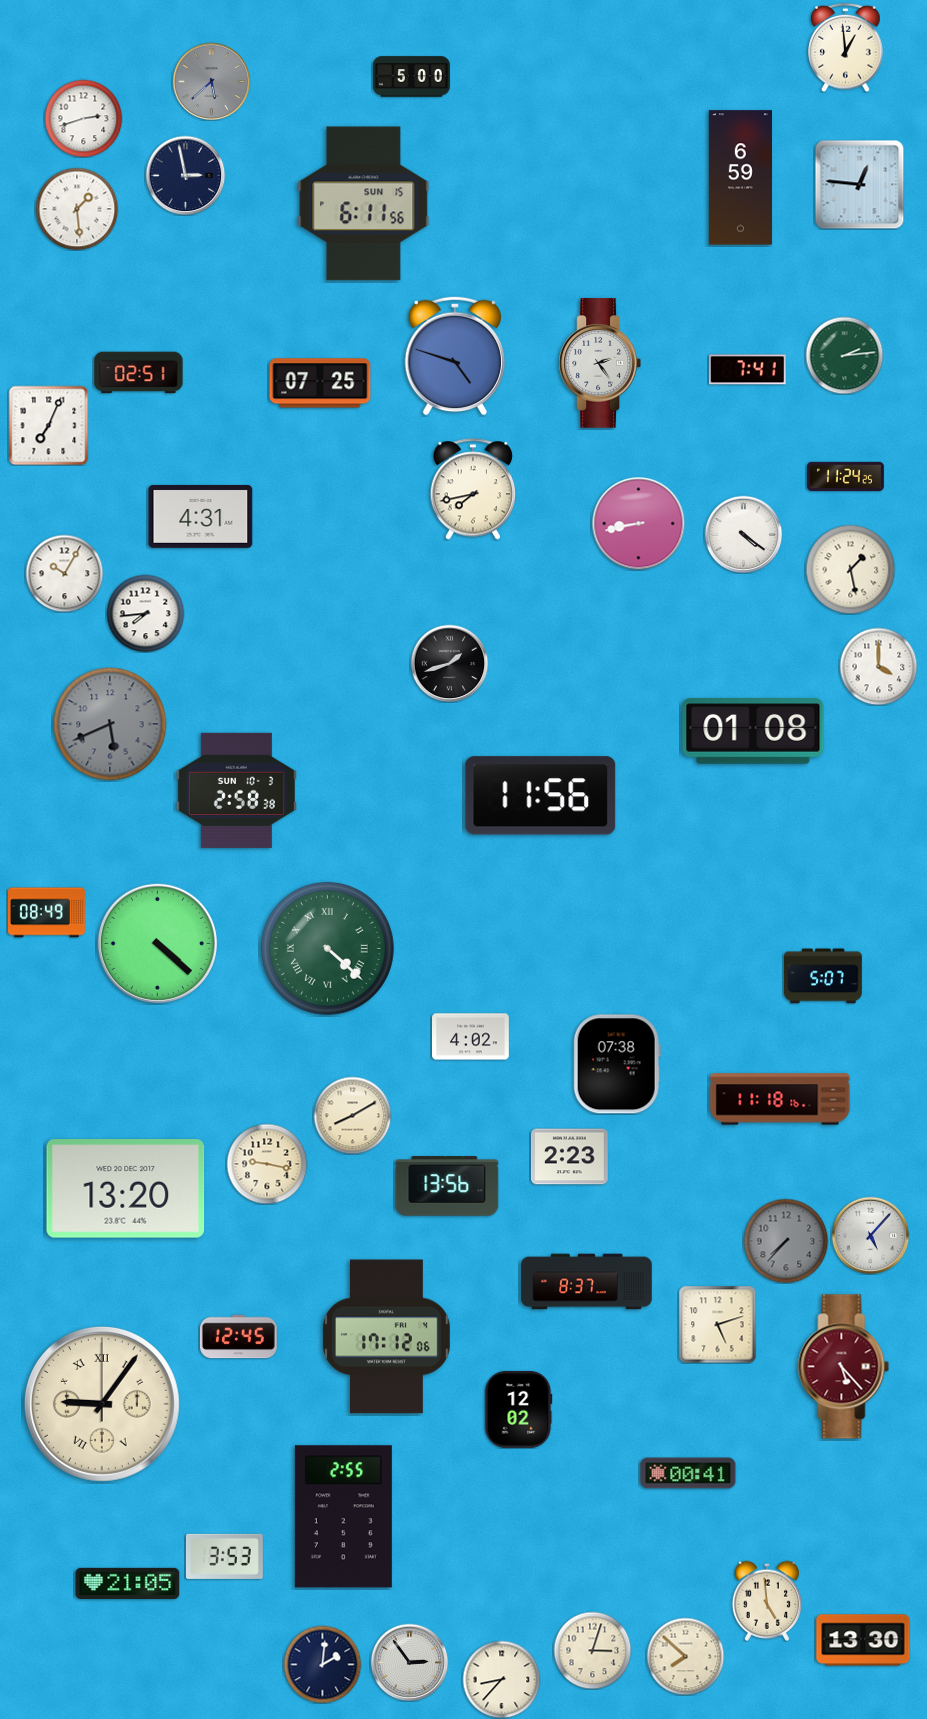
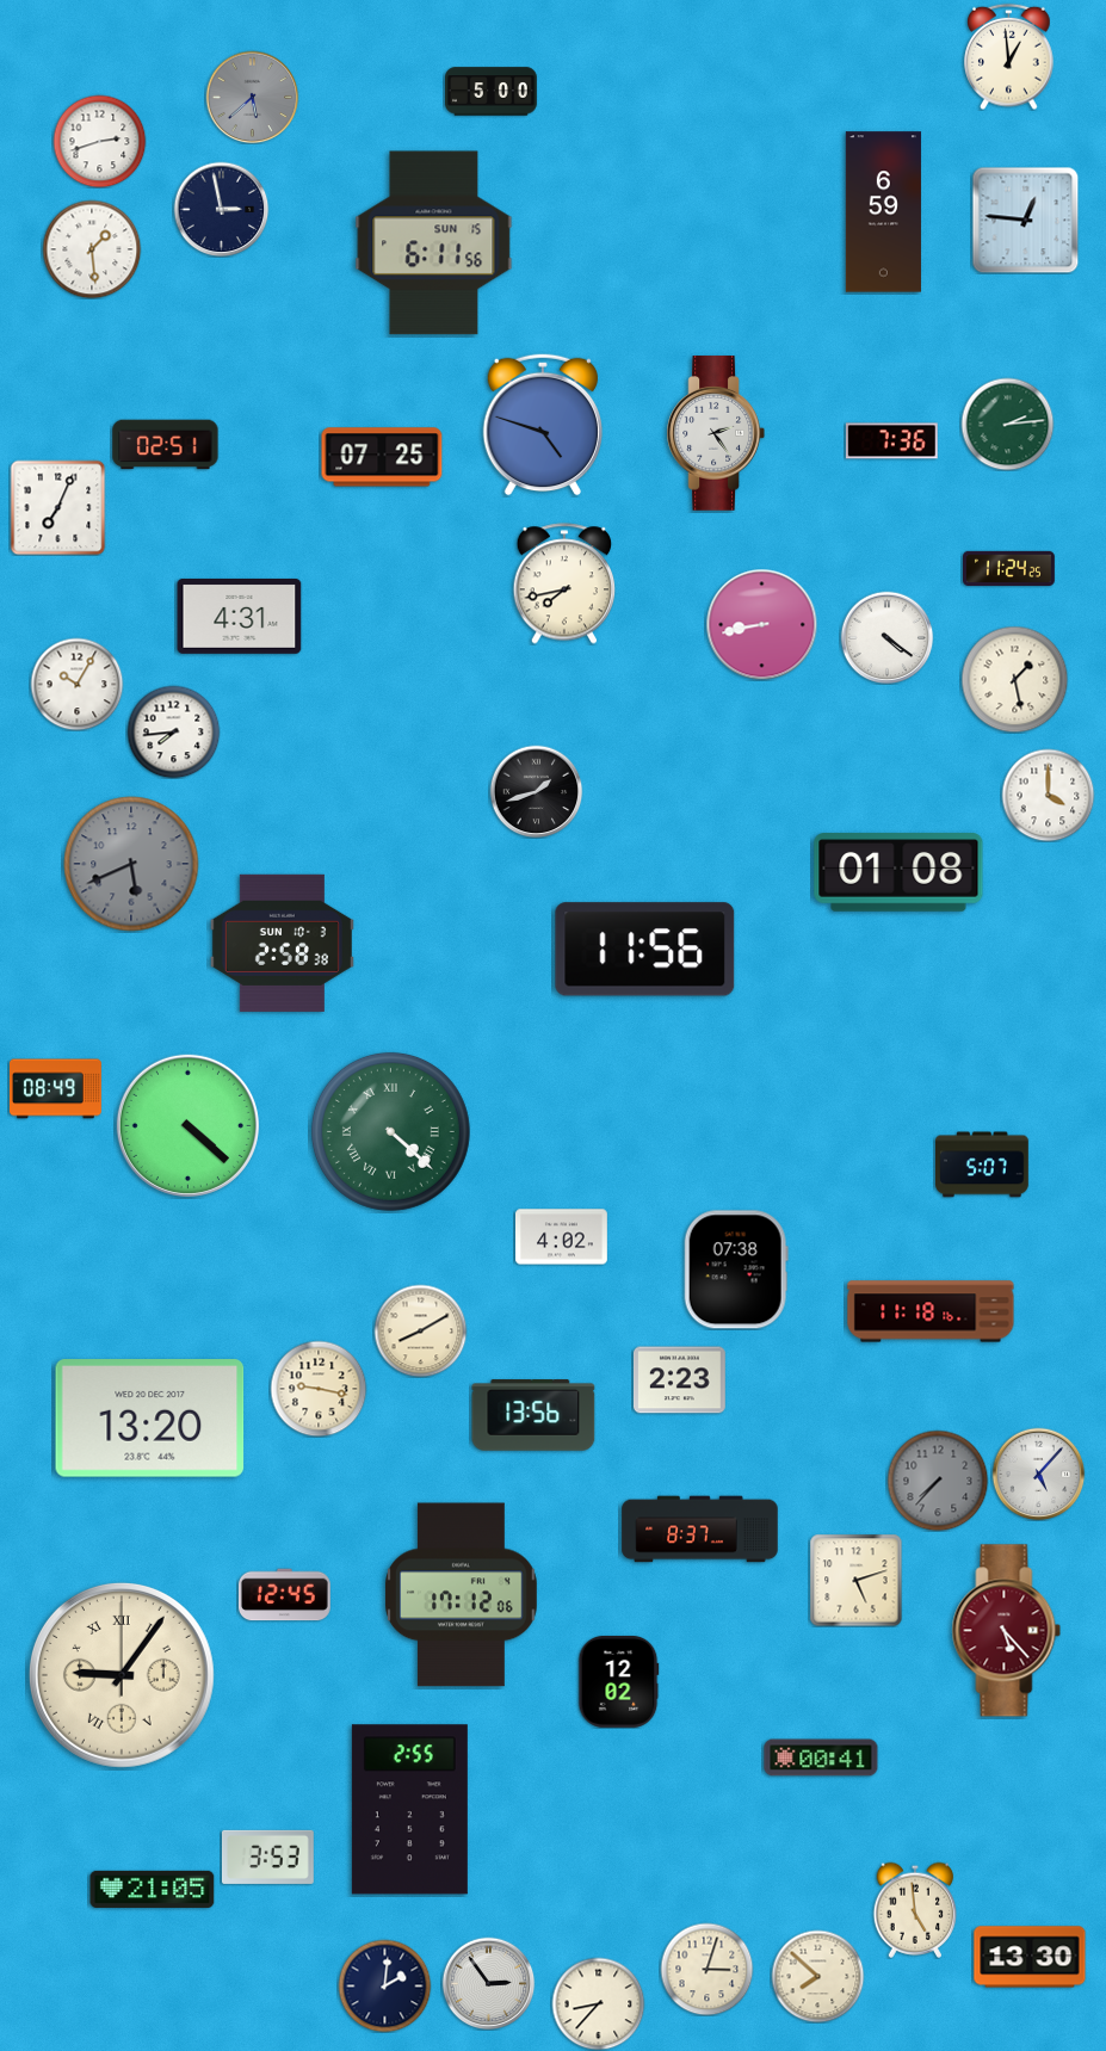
clock at (747, 370): 7:41 -> 7:36
